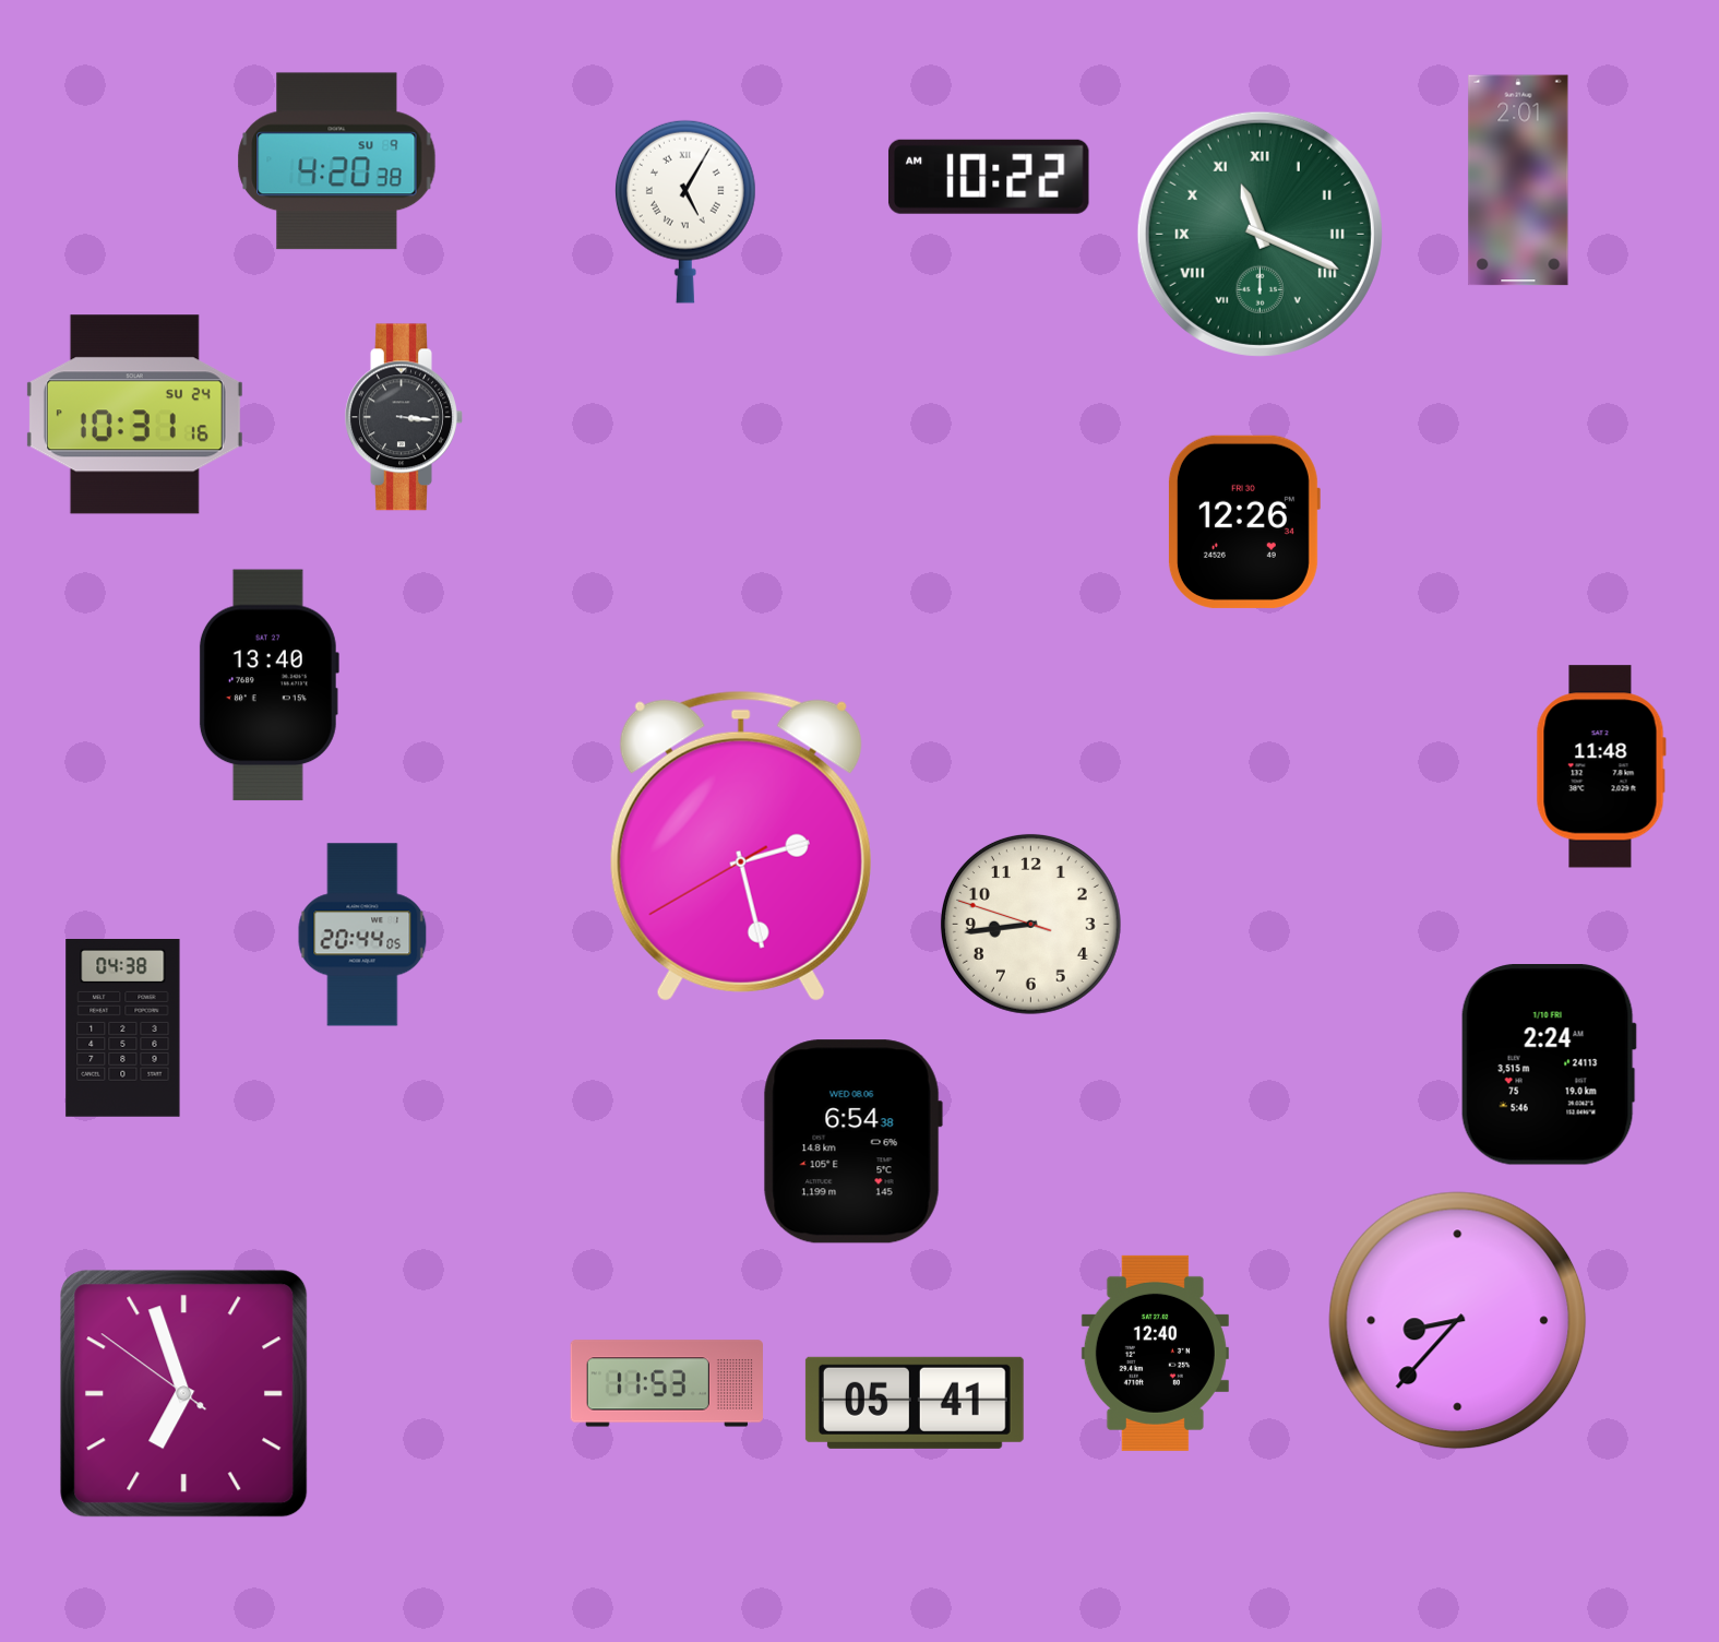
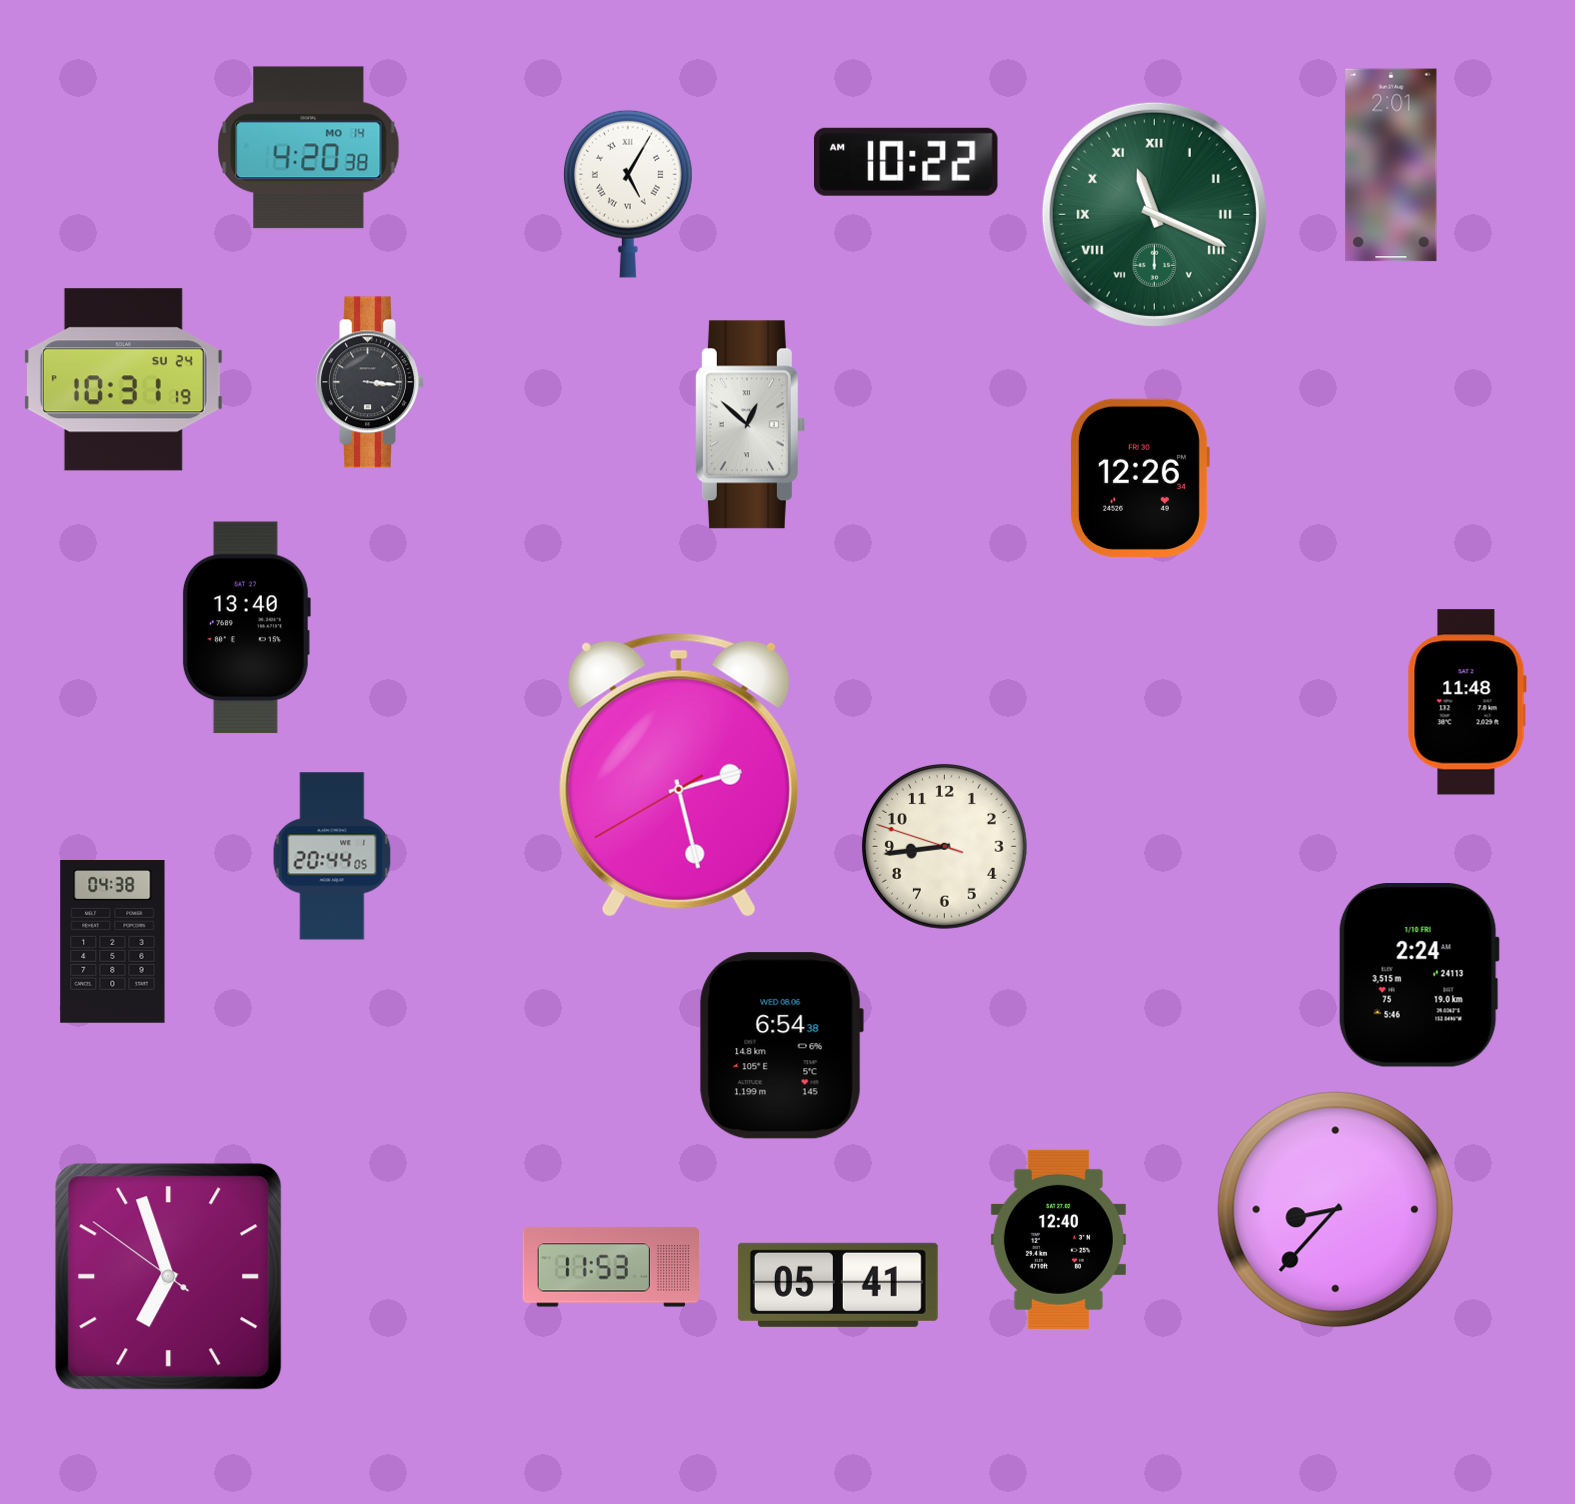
clock at (337, 162) date: SU 9 -> MO 14
clock at (134, 415): 10:31:16 -> 10:31:19
clock at (750, 425): none -> 12:52
